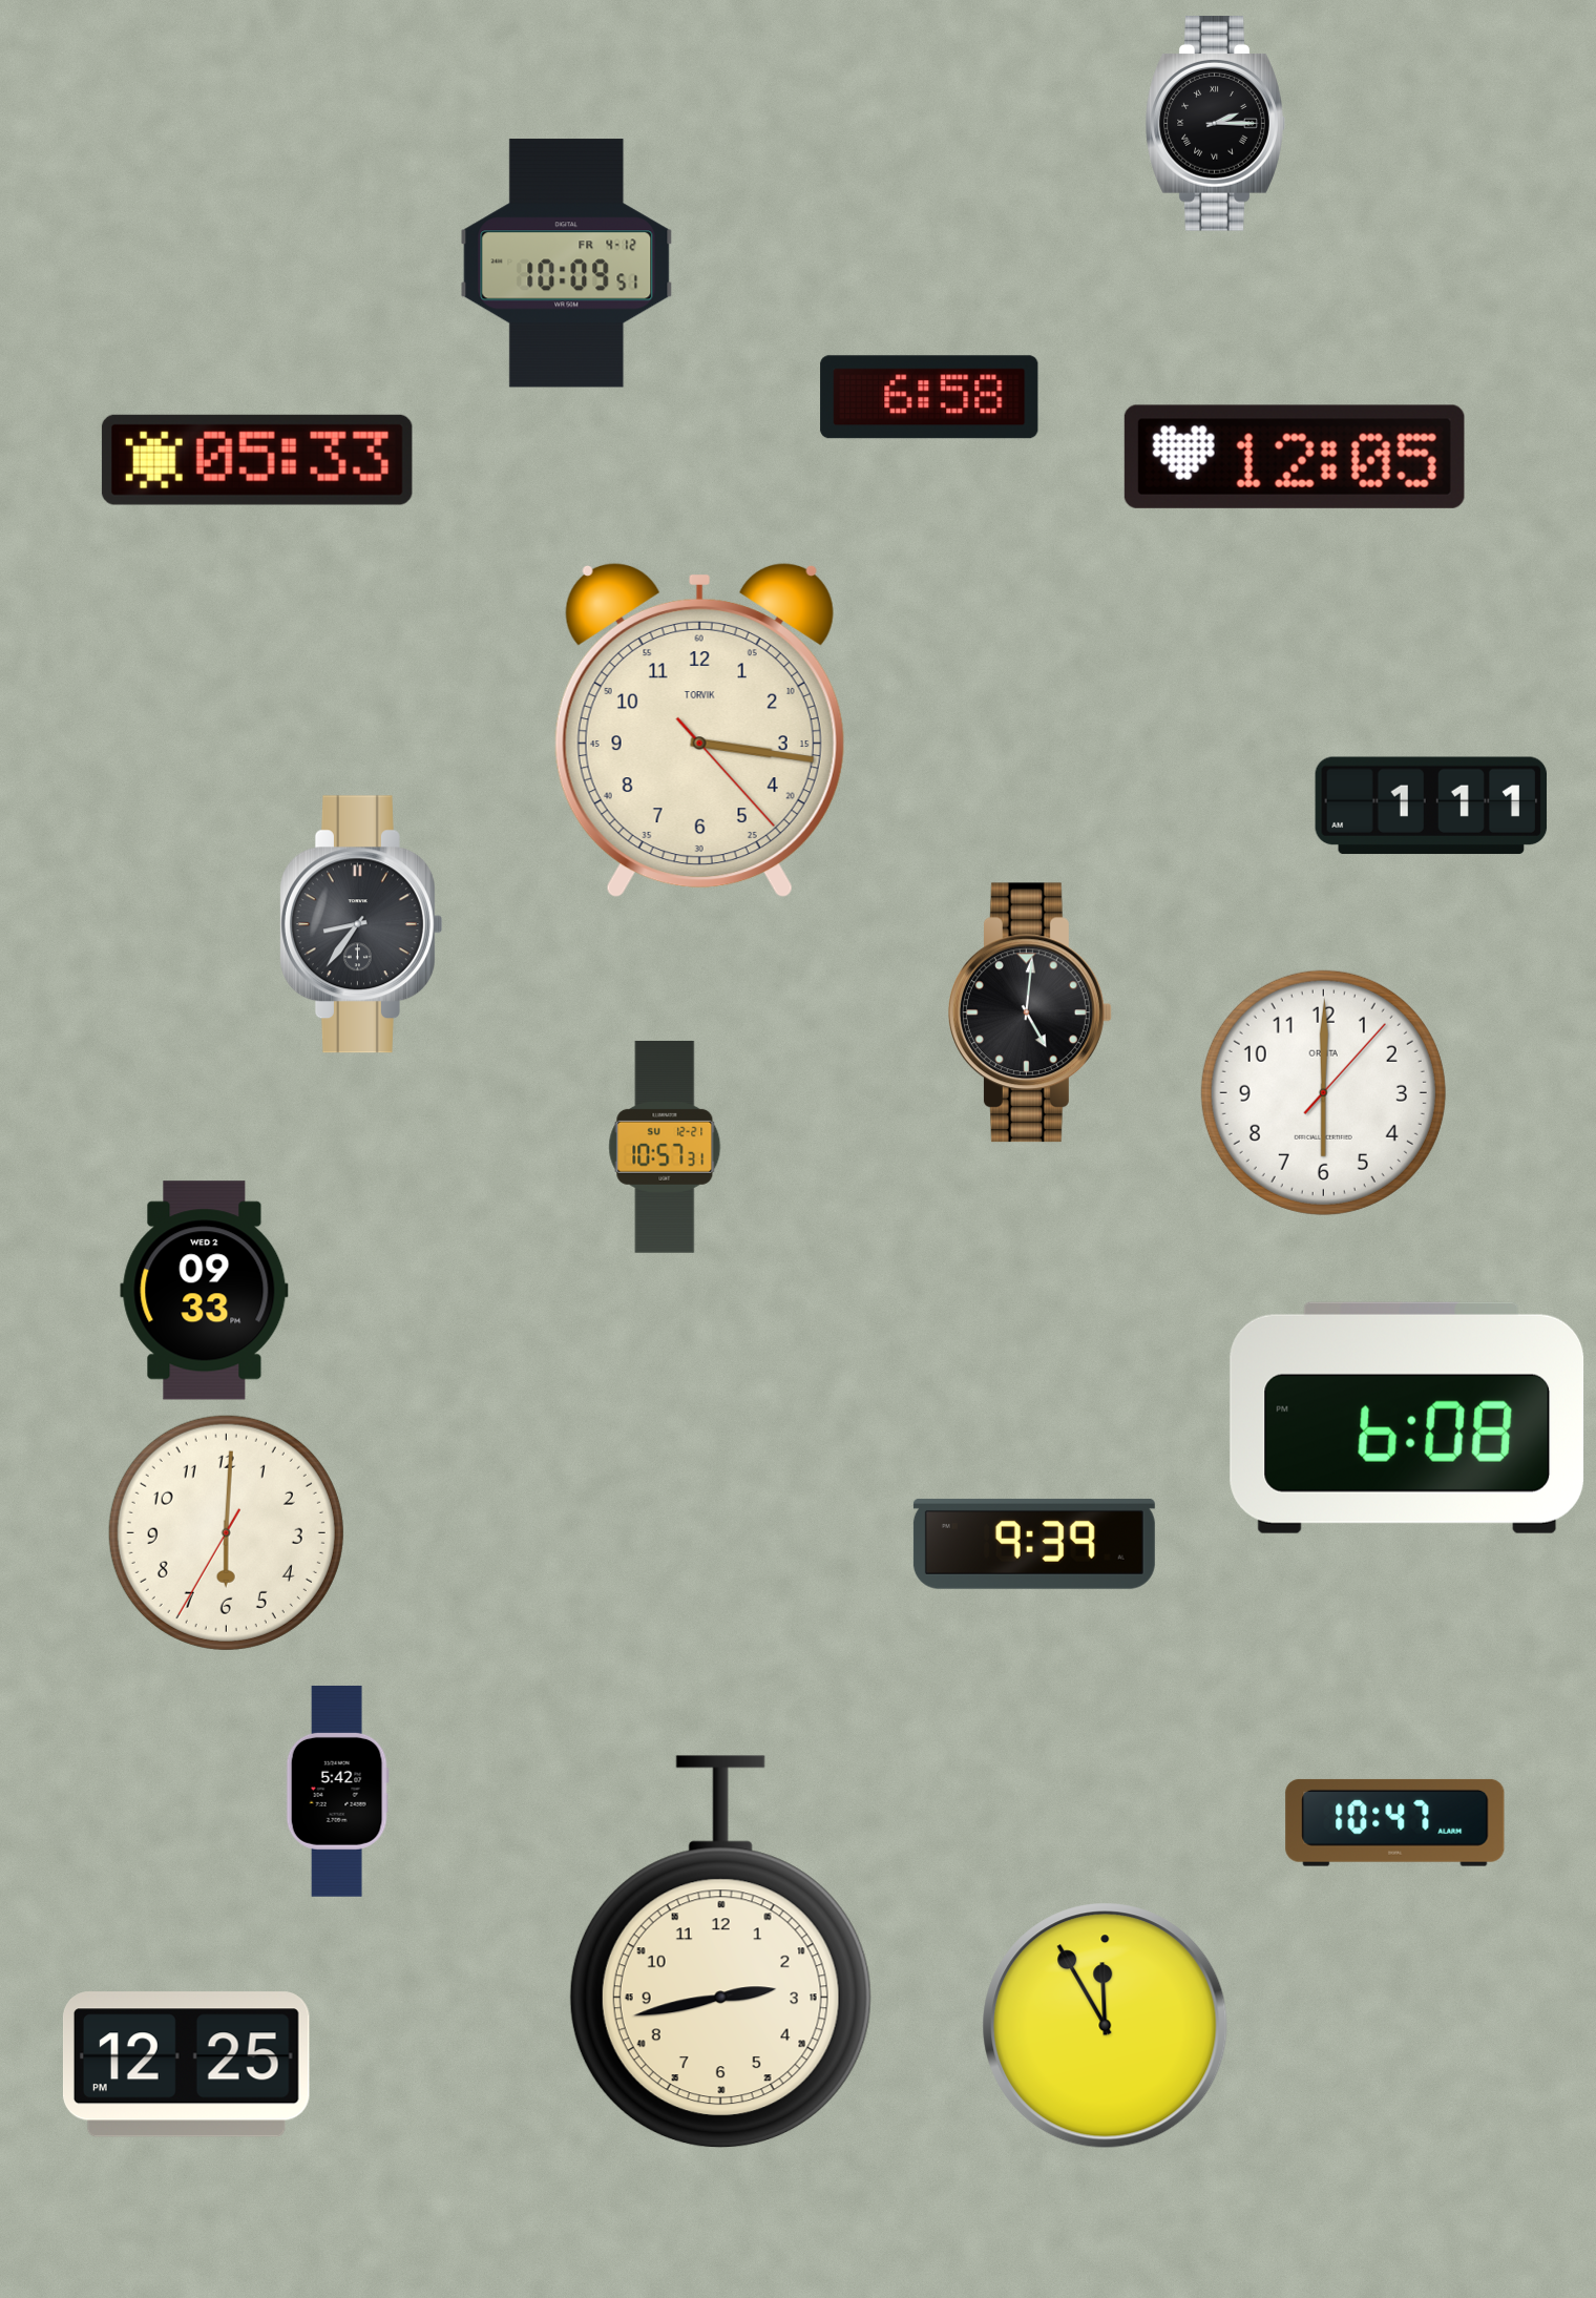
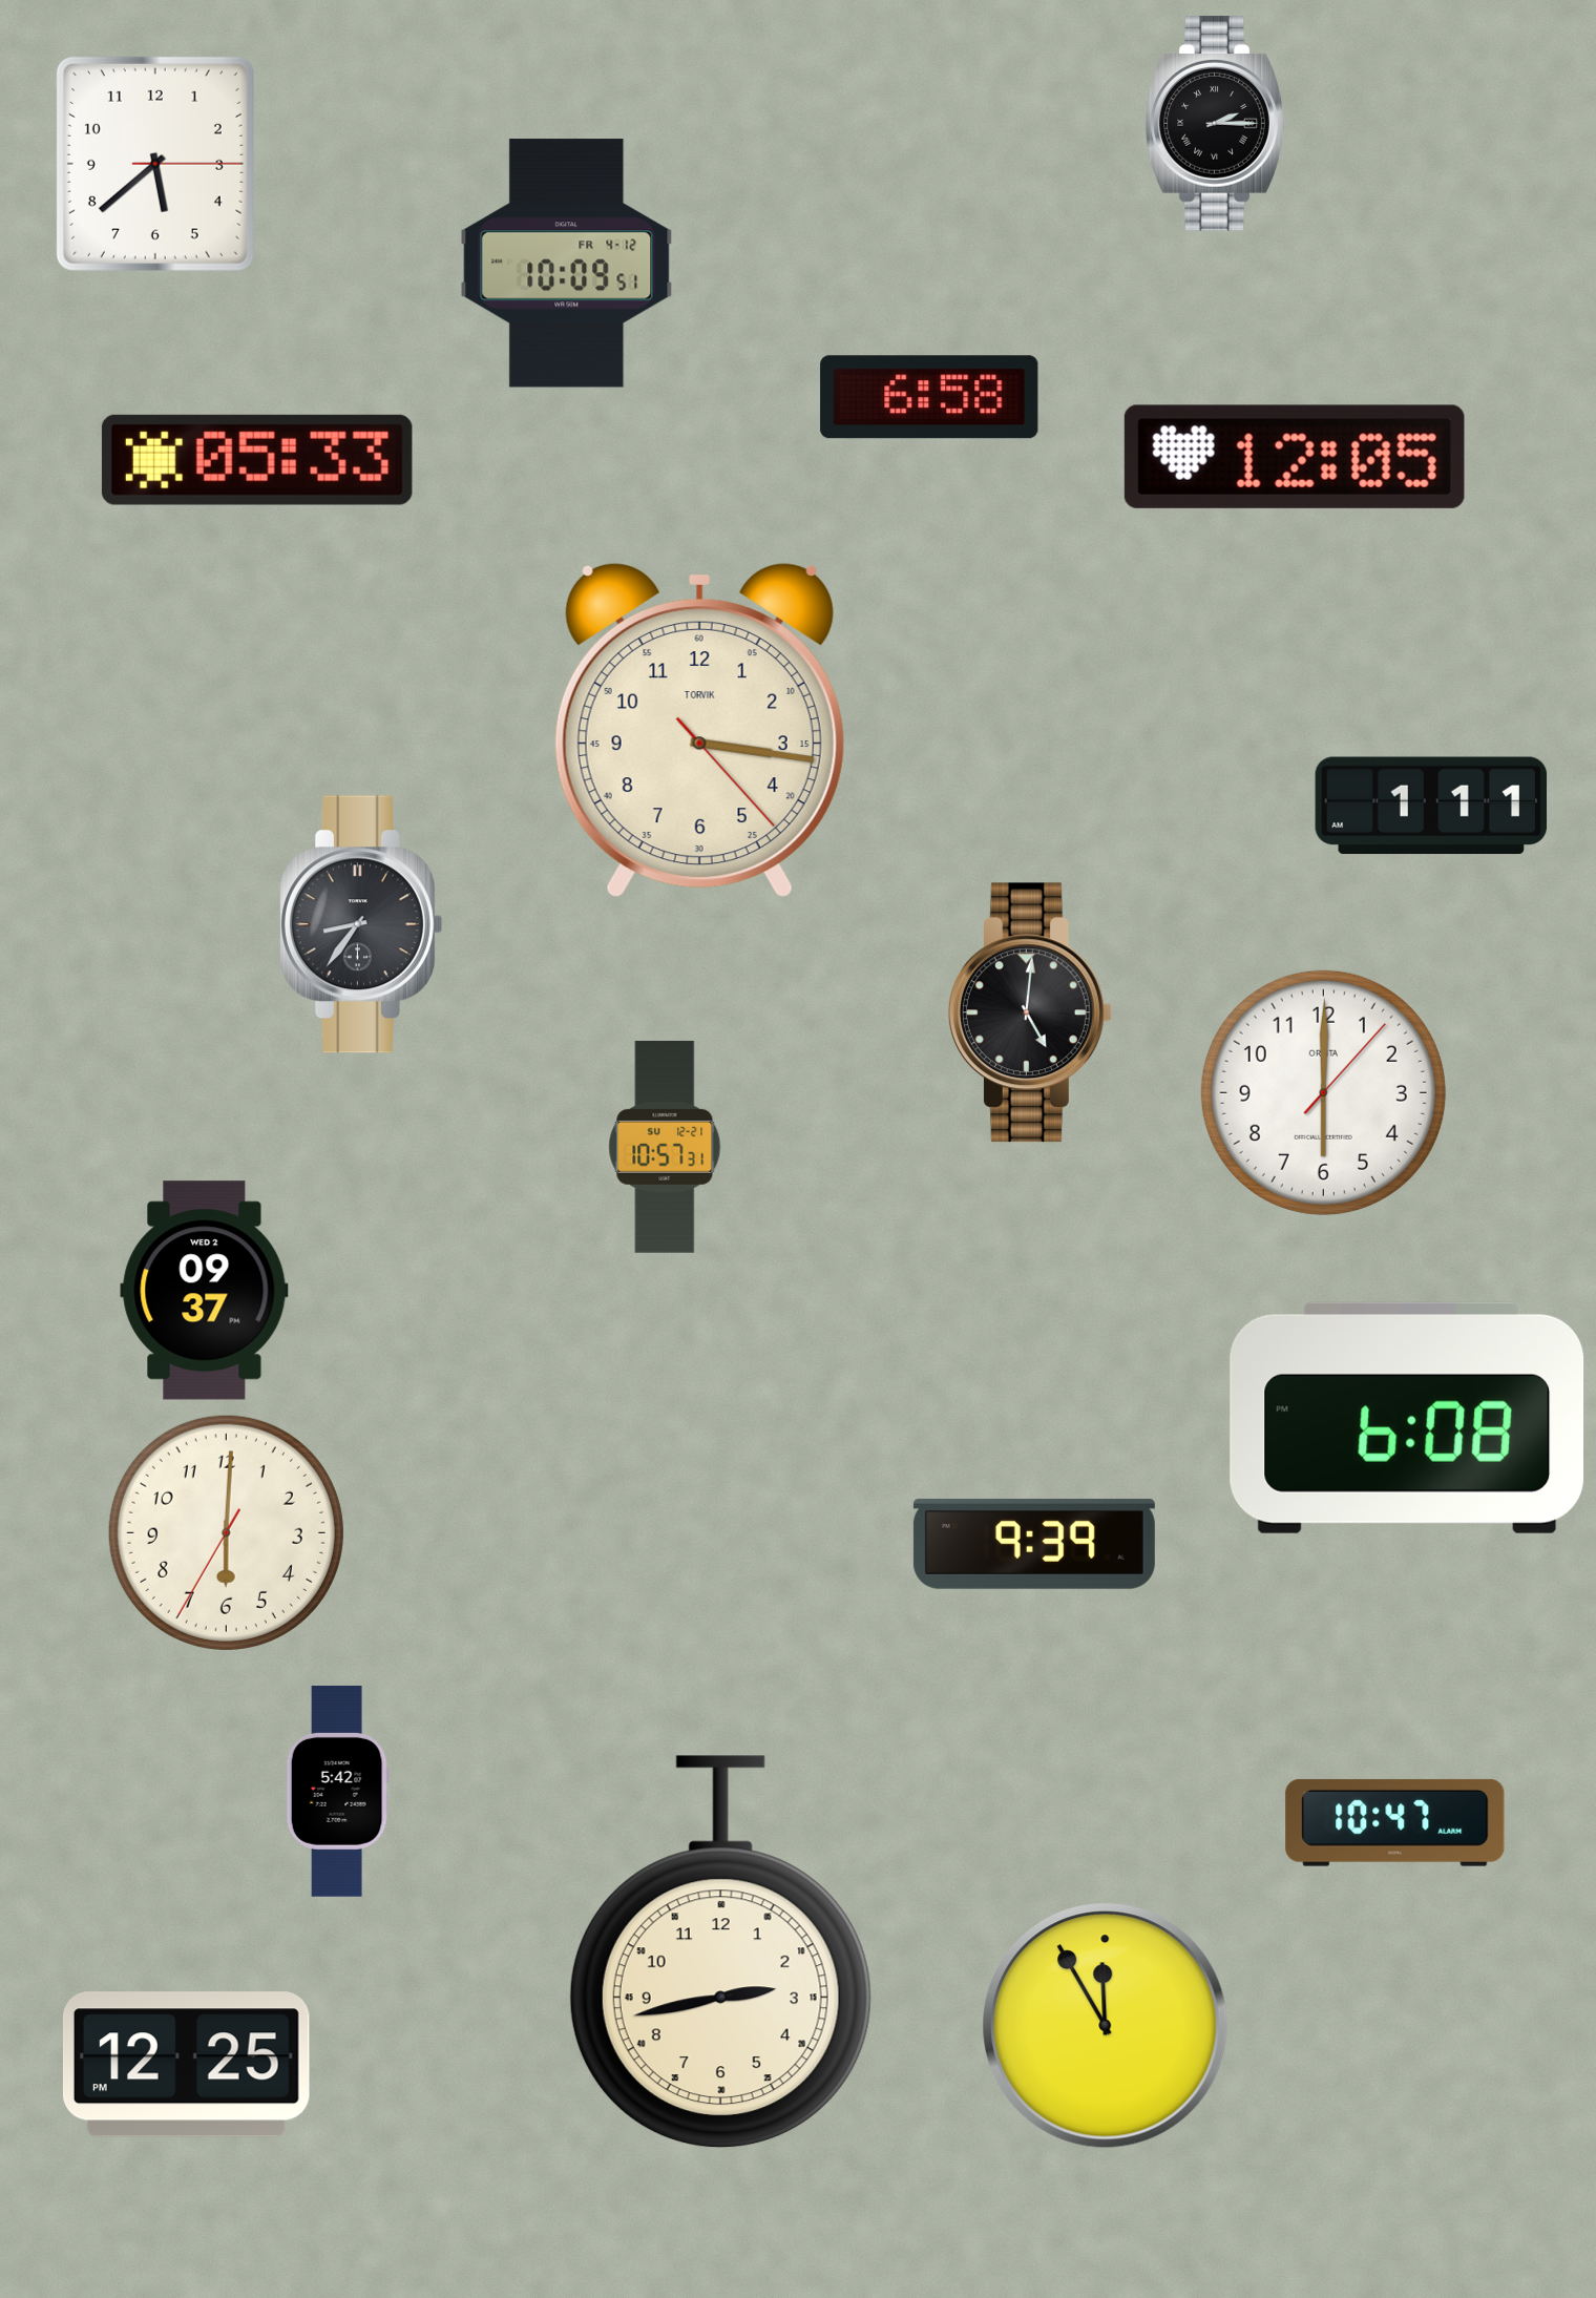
clock at (155, 164): none -> 5:38
clock at (205, 1291): 09:33 -> 09:37
